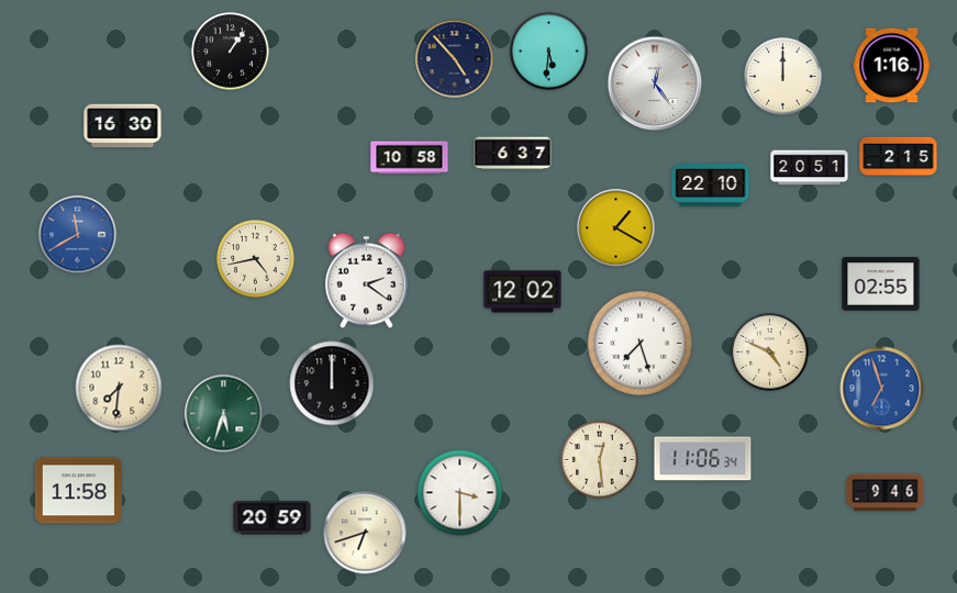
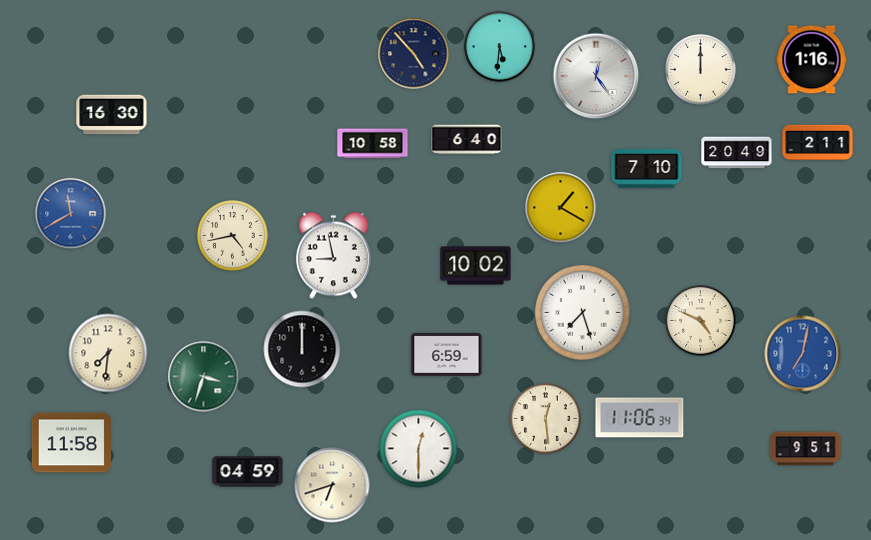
clock at (231, 52): 1:06 -> none
clock at (783, 77) position: (783, 77) -> (701, 70)
clock at (513, 154): 6:37 -> 6:40
clock at (899, 157): 2:15 -> 2:11
clock at (810, 168): 20:51 -> 20:49
clock at (711, 186): 22:10 -> 7:10
clock at (366, 281): 2:21 -> 8:58
clock at (881, 284): 02:55 -> none
clock at (523, 292): 12:02 -> 10:02
clock at (447, 354): none -> 6:59
clock at (882, 389): 6:57 -> 7:02
clock at (224, 414): 5:33 -> 3:33
clock at (78, 491) position: (78, 491) -> (71, 443)
clock at (460, 493): 3:30 -> 12:30
clock at (886, 493): 9:46 -> 9:51
clock at (272, 518): 20:59 -> 04:59
